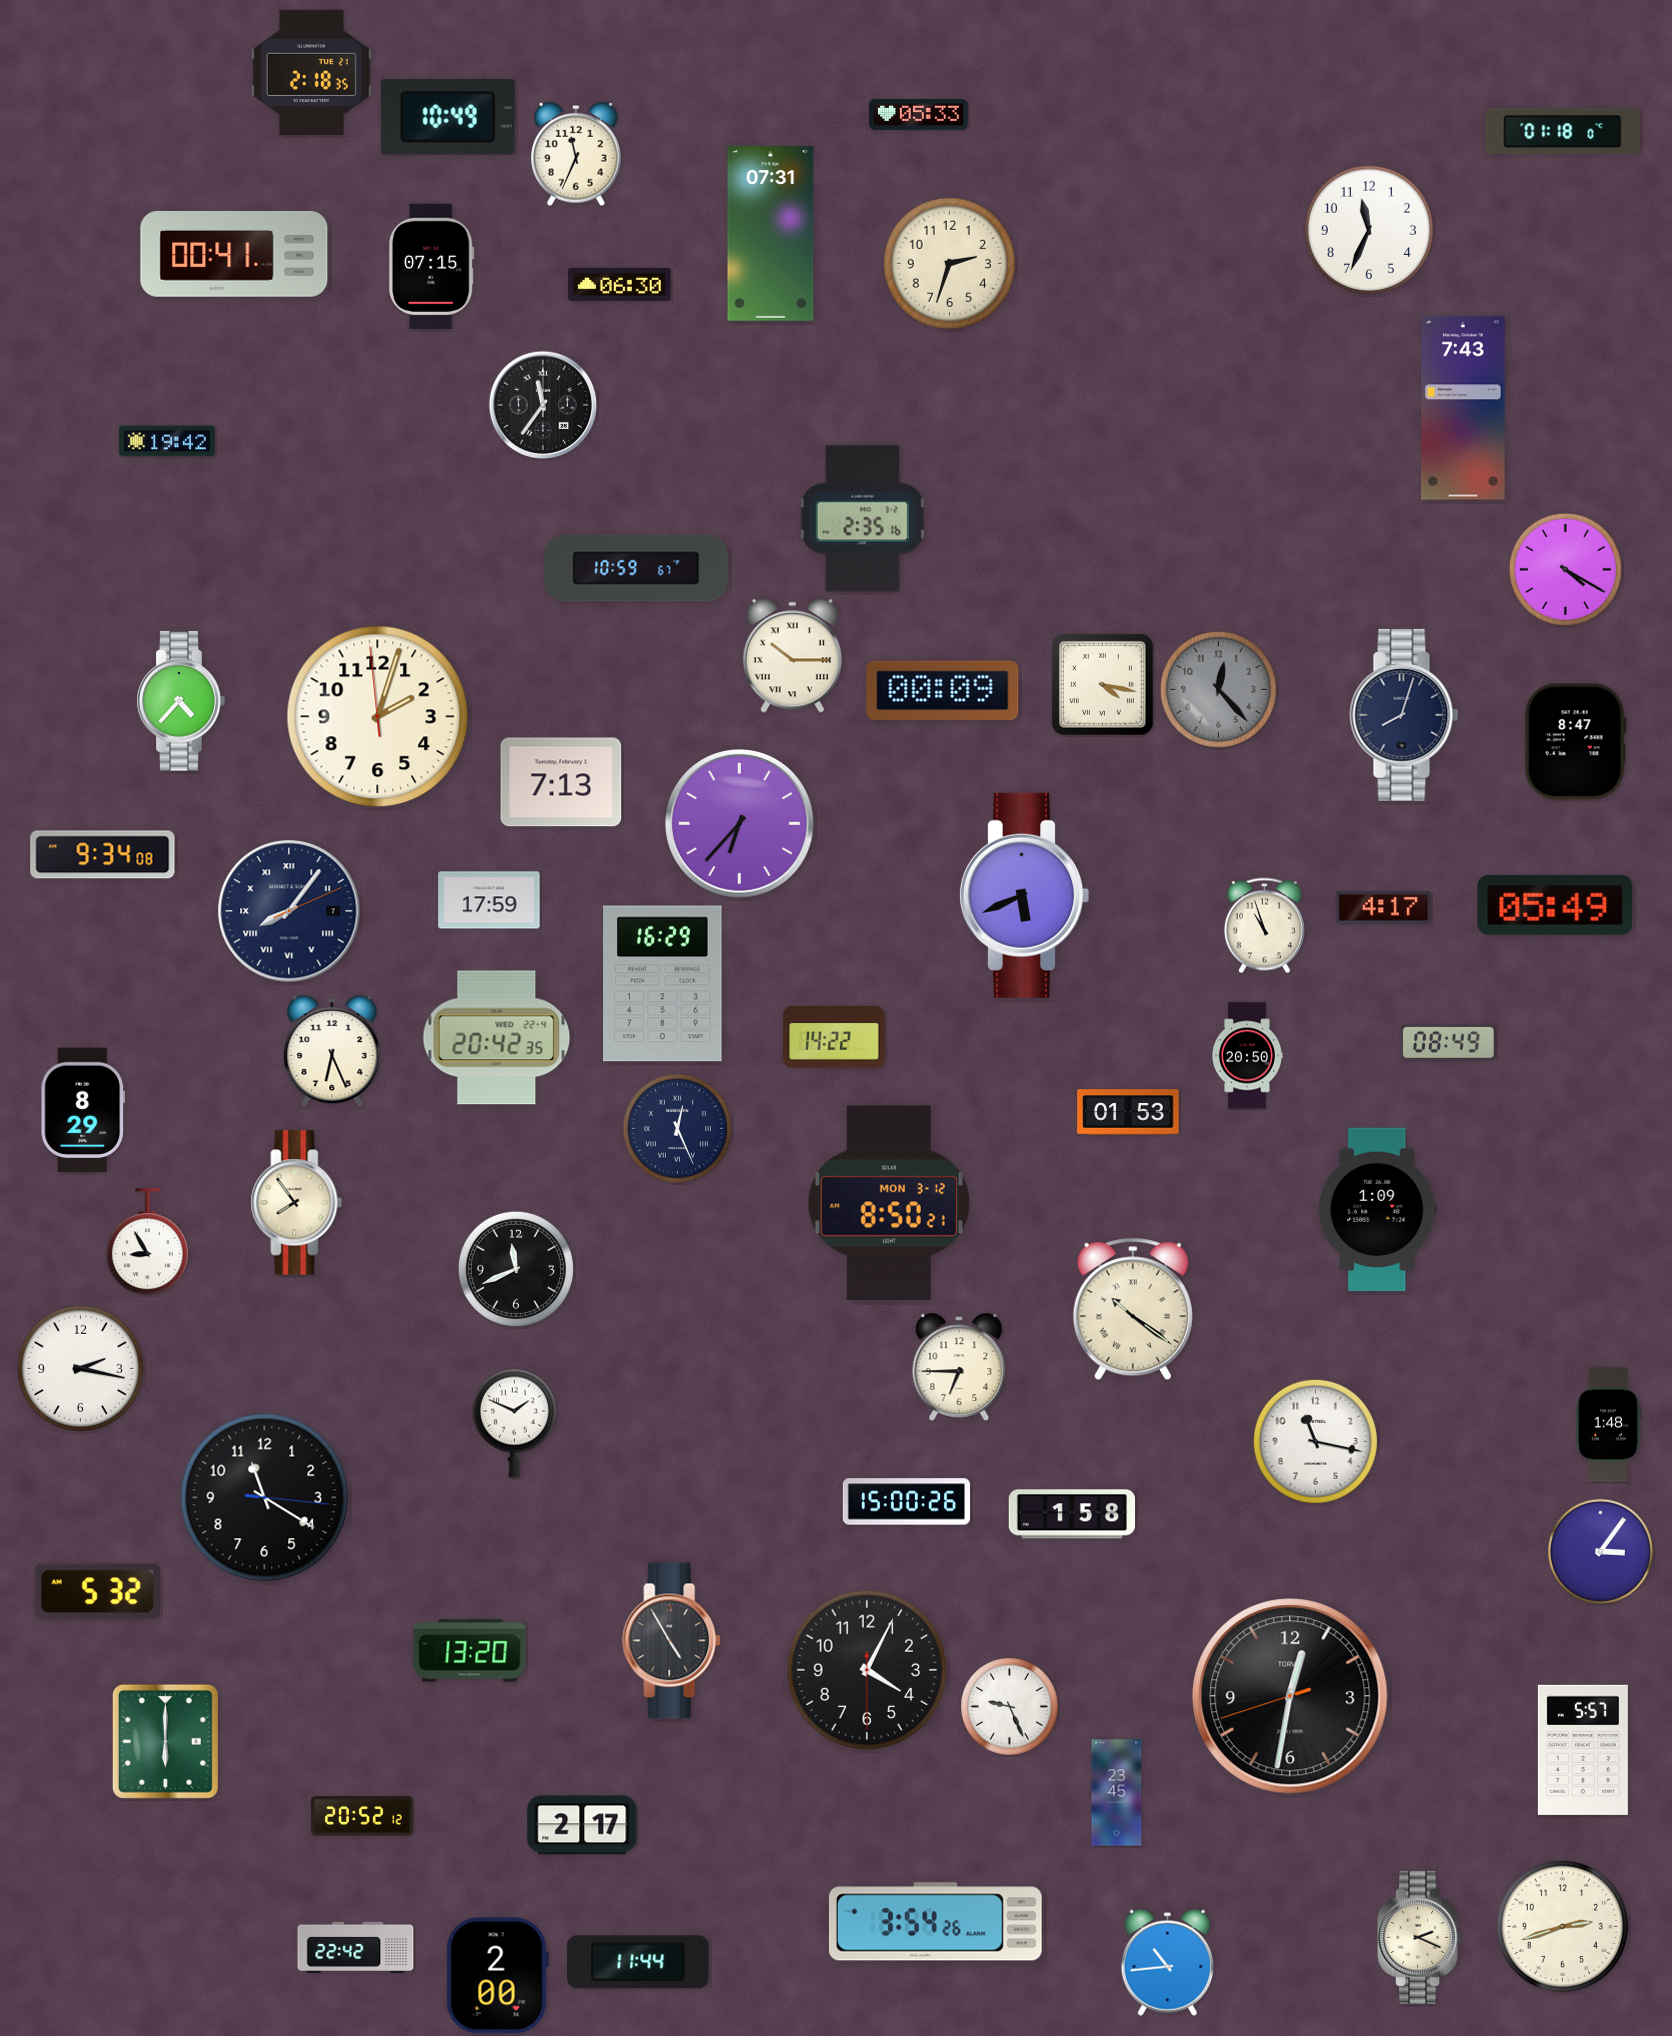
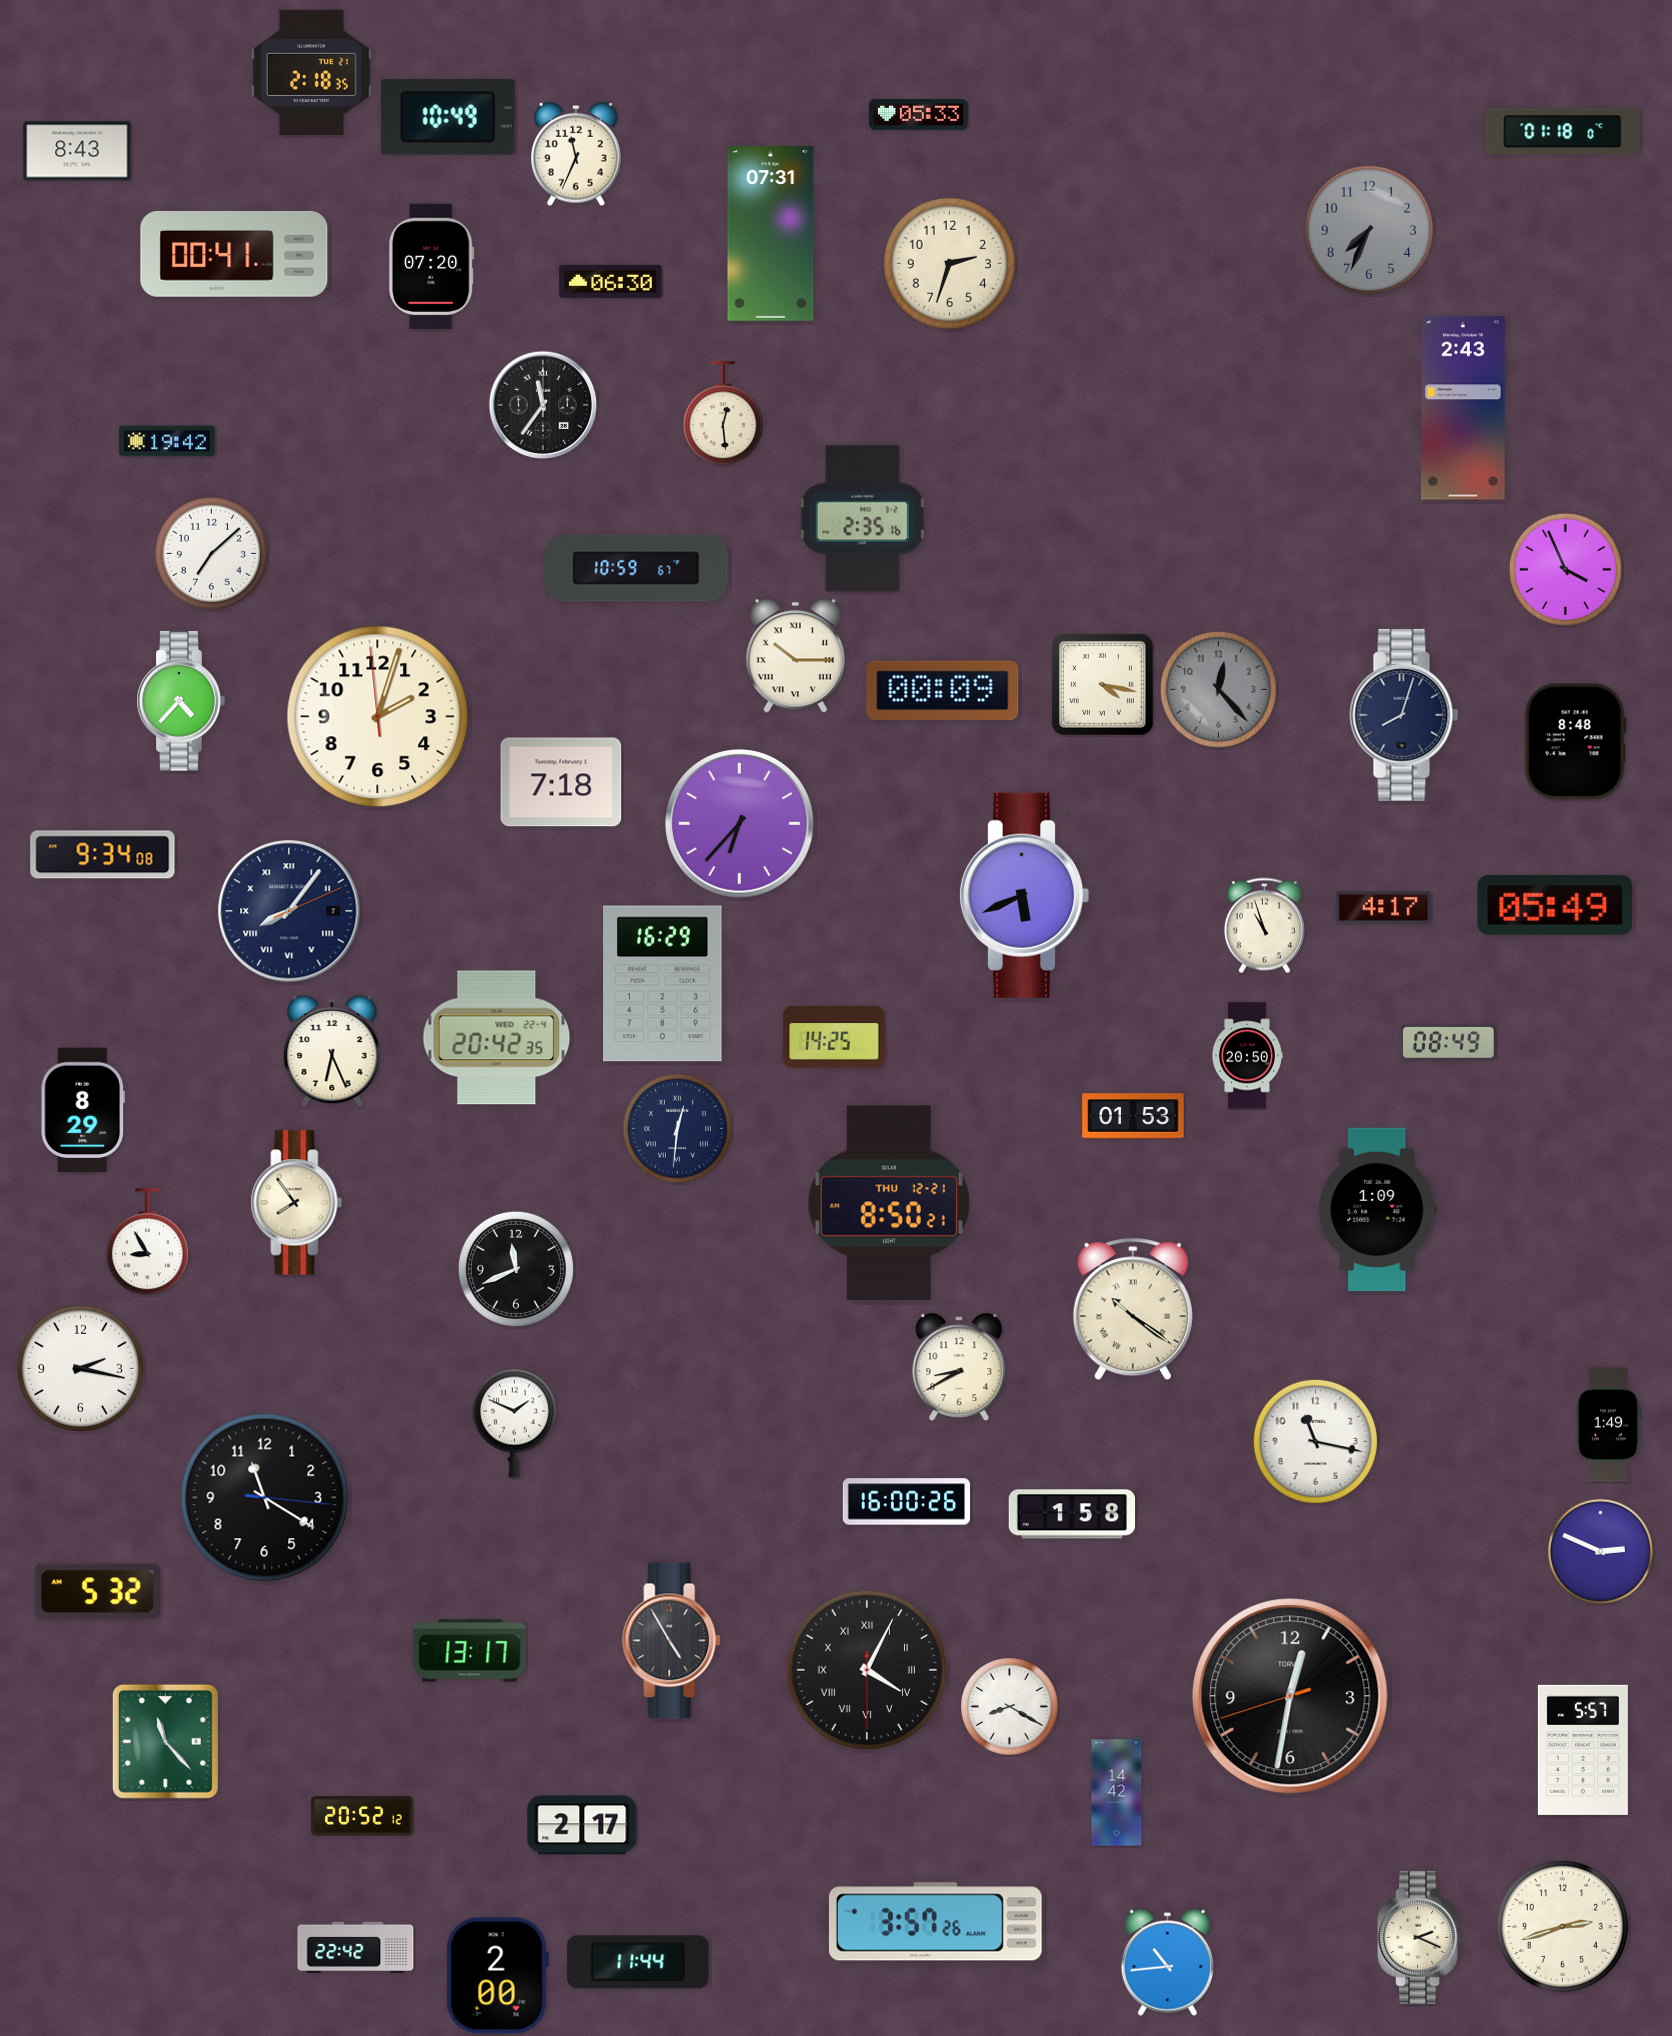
clock at (77, 151): none -> 8:43
clock at (1369, 230): 11:34 -> 7:34
clock at (1369, 230) dial: white -> grey
clock at (431, 267): 07:15 -> 07:20
clock at (620, 284) position: (620, 284) -> (611, 281)
clock at (1463, 408): 7:43 -> 2:43
clock at (723, 414): none -> 12:29
clock at (211, 553): none -> 7:08
clock at (1565, 569): 4:20 -> 3:56
clock at (792, 656) position: (792, 656) -> (795, 656)
clock at (1575, 742): 8:47 -> 8:48
clock at (561, 782): 7:13 -> 7:18
clock at (489, 900): 17:59 -> none
clock at (834, 1037): 14:22 -> 14:25
clock at (1128, 1112) position: (1128, 1112) -> (1133, 1116)
clock at (677, 1128): 12:26 -> 12:31
clock at (889, 1203) date: MON 3-12 -> THU 12-21
clock at (959, 1367): 6:45 -> 8:40
clock at (1608, 1425): 1:48 -> 1:49
clock at (907, 1502): 15:00 -> 16:00
clock at (1600, 1551): 3:06 -> 2:49
clock at (470, 1651): 13:20 -> 13:17
clock at (867, 1670) numerals: Arabic -> Roman
clock at (1009, 1706): 9:26 -> 8:20
clock at (165, 1741): 6:00 -> 11:23
clock at (1117, 1793): 23:45 -> 14:42
clock at (935, 1922): 3:54 -> 3:57
